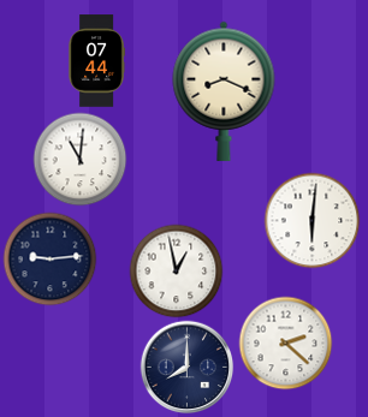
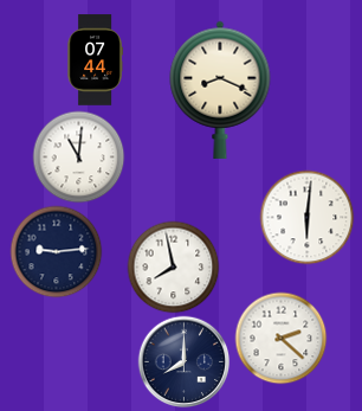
clock at (49, 258) position: (49, 258) -> (56, 251)
clock at (176, 270): 12:58 -> 7:58
